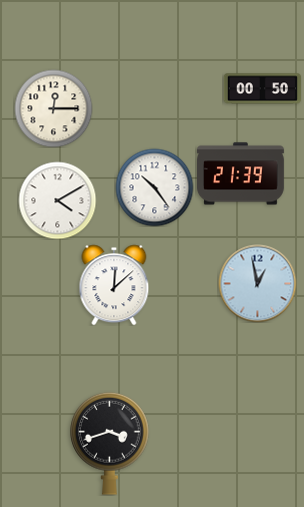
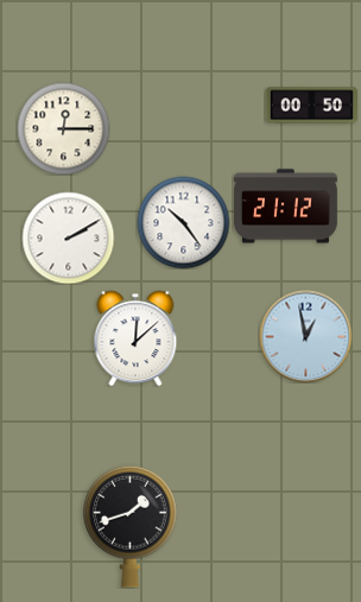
clock at (241, 174): 21:39 -> 21:12
clock at (57, 200): 4:10 -> 2:10
clock at (110, 443): 3:42 -> 1:42
